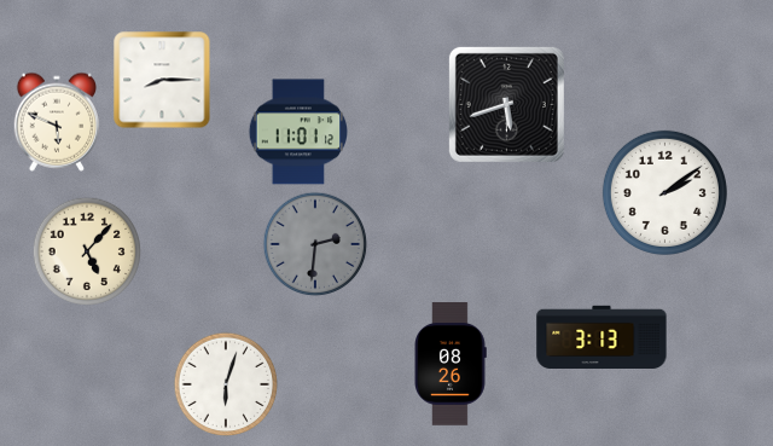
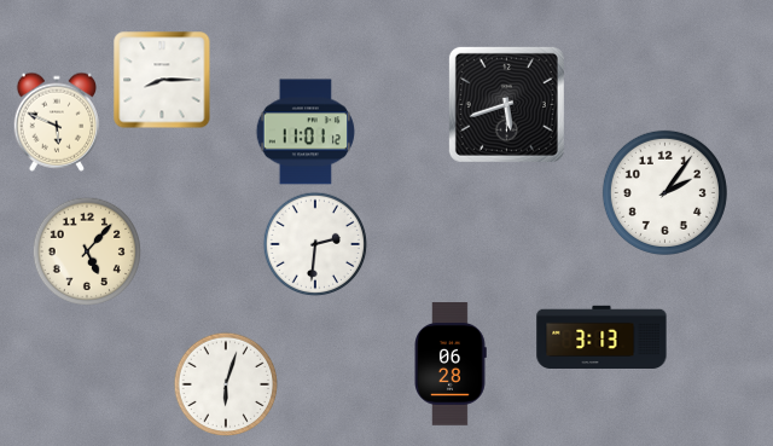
clock at (297, 132) position: (297, 132) -> (304, 132)
clock at (664, 192): 2:09 -> 2:06
clock at (315, 244) dial: grey -> white
clock at (451, 364): 08:26 -> 06:28
